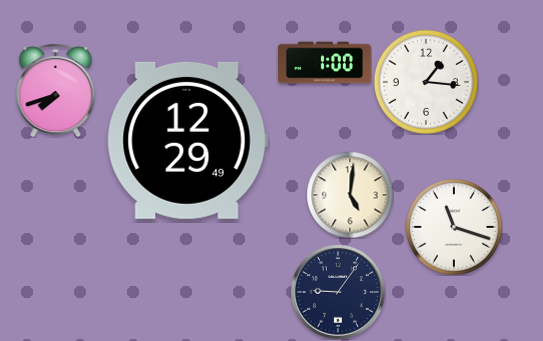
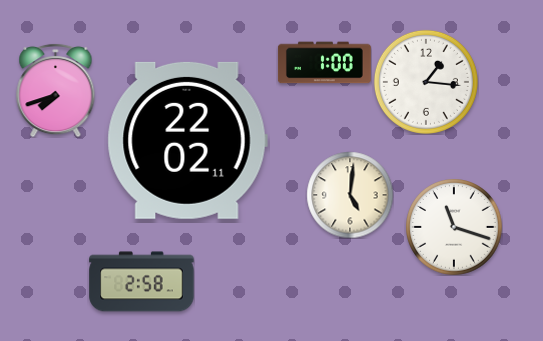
clock at (187, 140): 12:29 -> 22:02
clock at (142, 282): none -> 2:58
clock at (338, 292): 9:06 -> none
